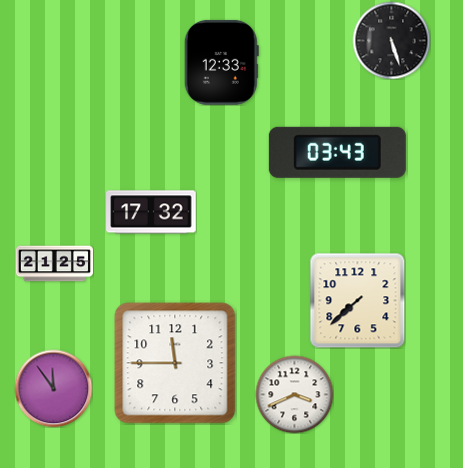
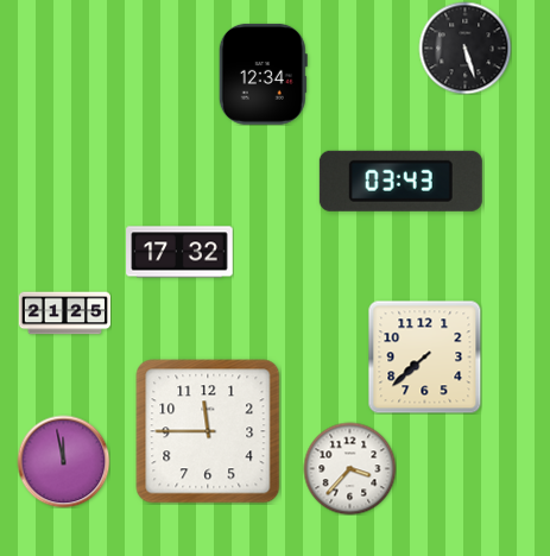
clock at (221, 62): 12:33 -> 12:34
clock at (53, 388): 11:54 -> 11:58
clock at (294, 394): 3:41 -> 3:37
